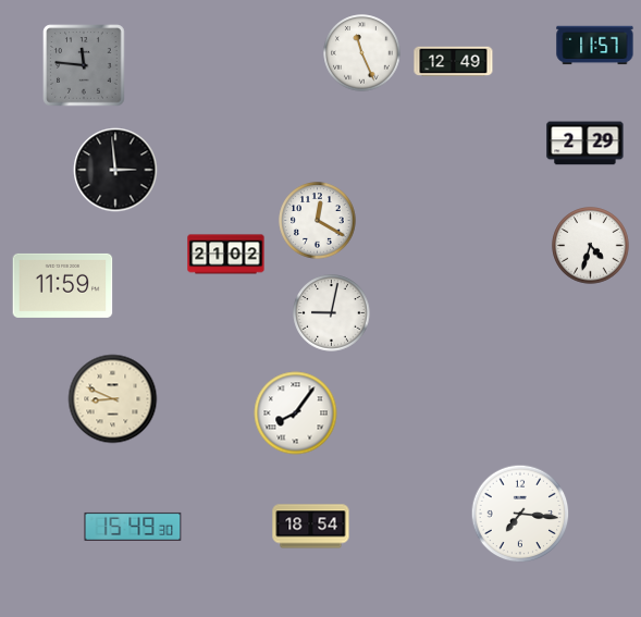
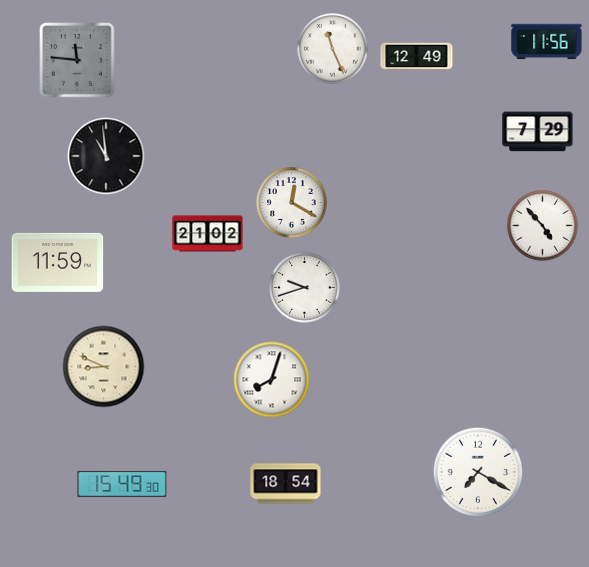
clock at (595, 46): 11:57 -> 11:56
clock at (585, 144): 2:29 -> 7:29
clock at (115, 170): 2:59 -> 10:59
clock at (591, 246): 4:33 -> 4:53
clock at (332, 313): 9:02 -> 9:42
clock at (296, 414): 8:06 -> 8:03
clock at (520, 514): 7:16 -> 7:20
